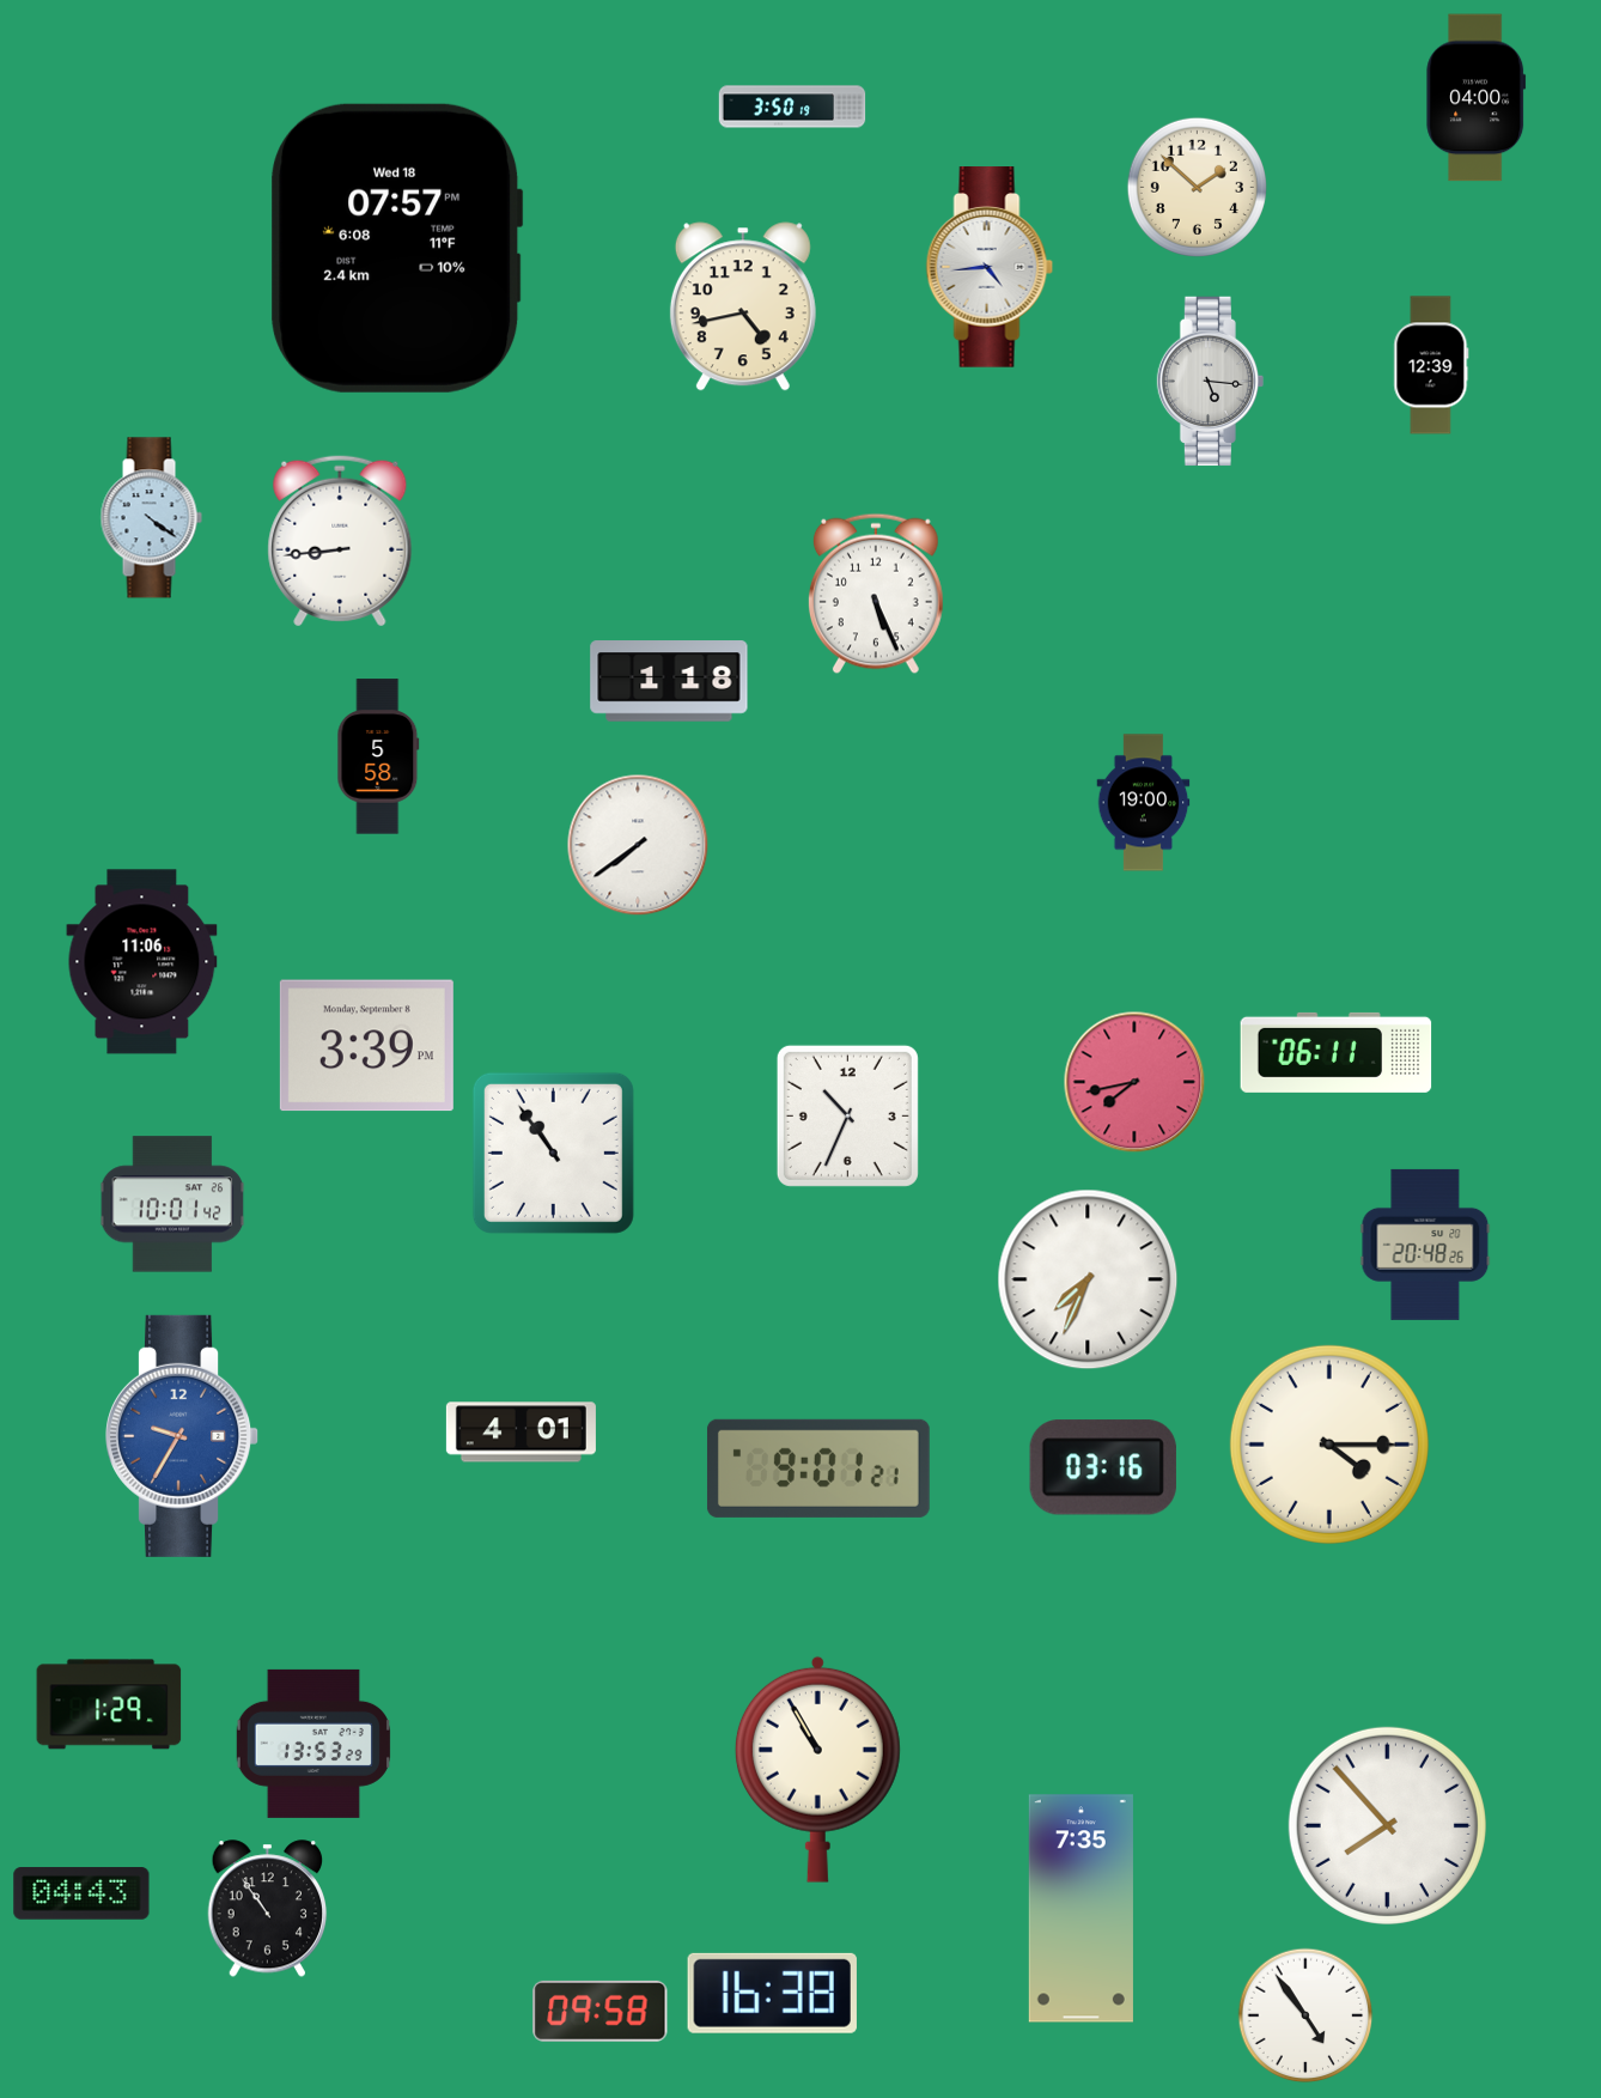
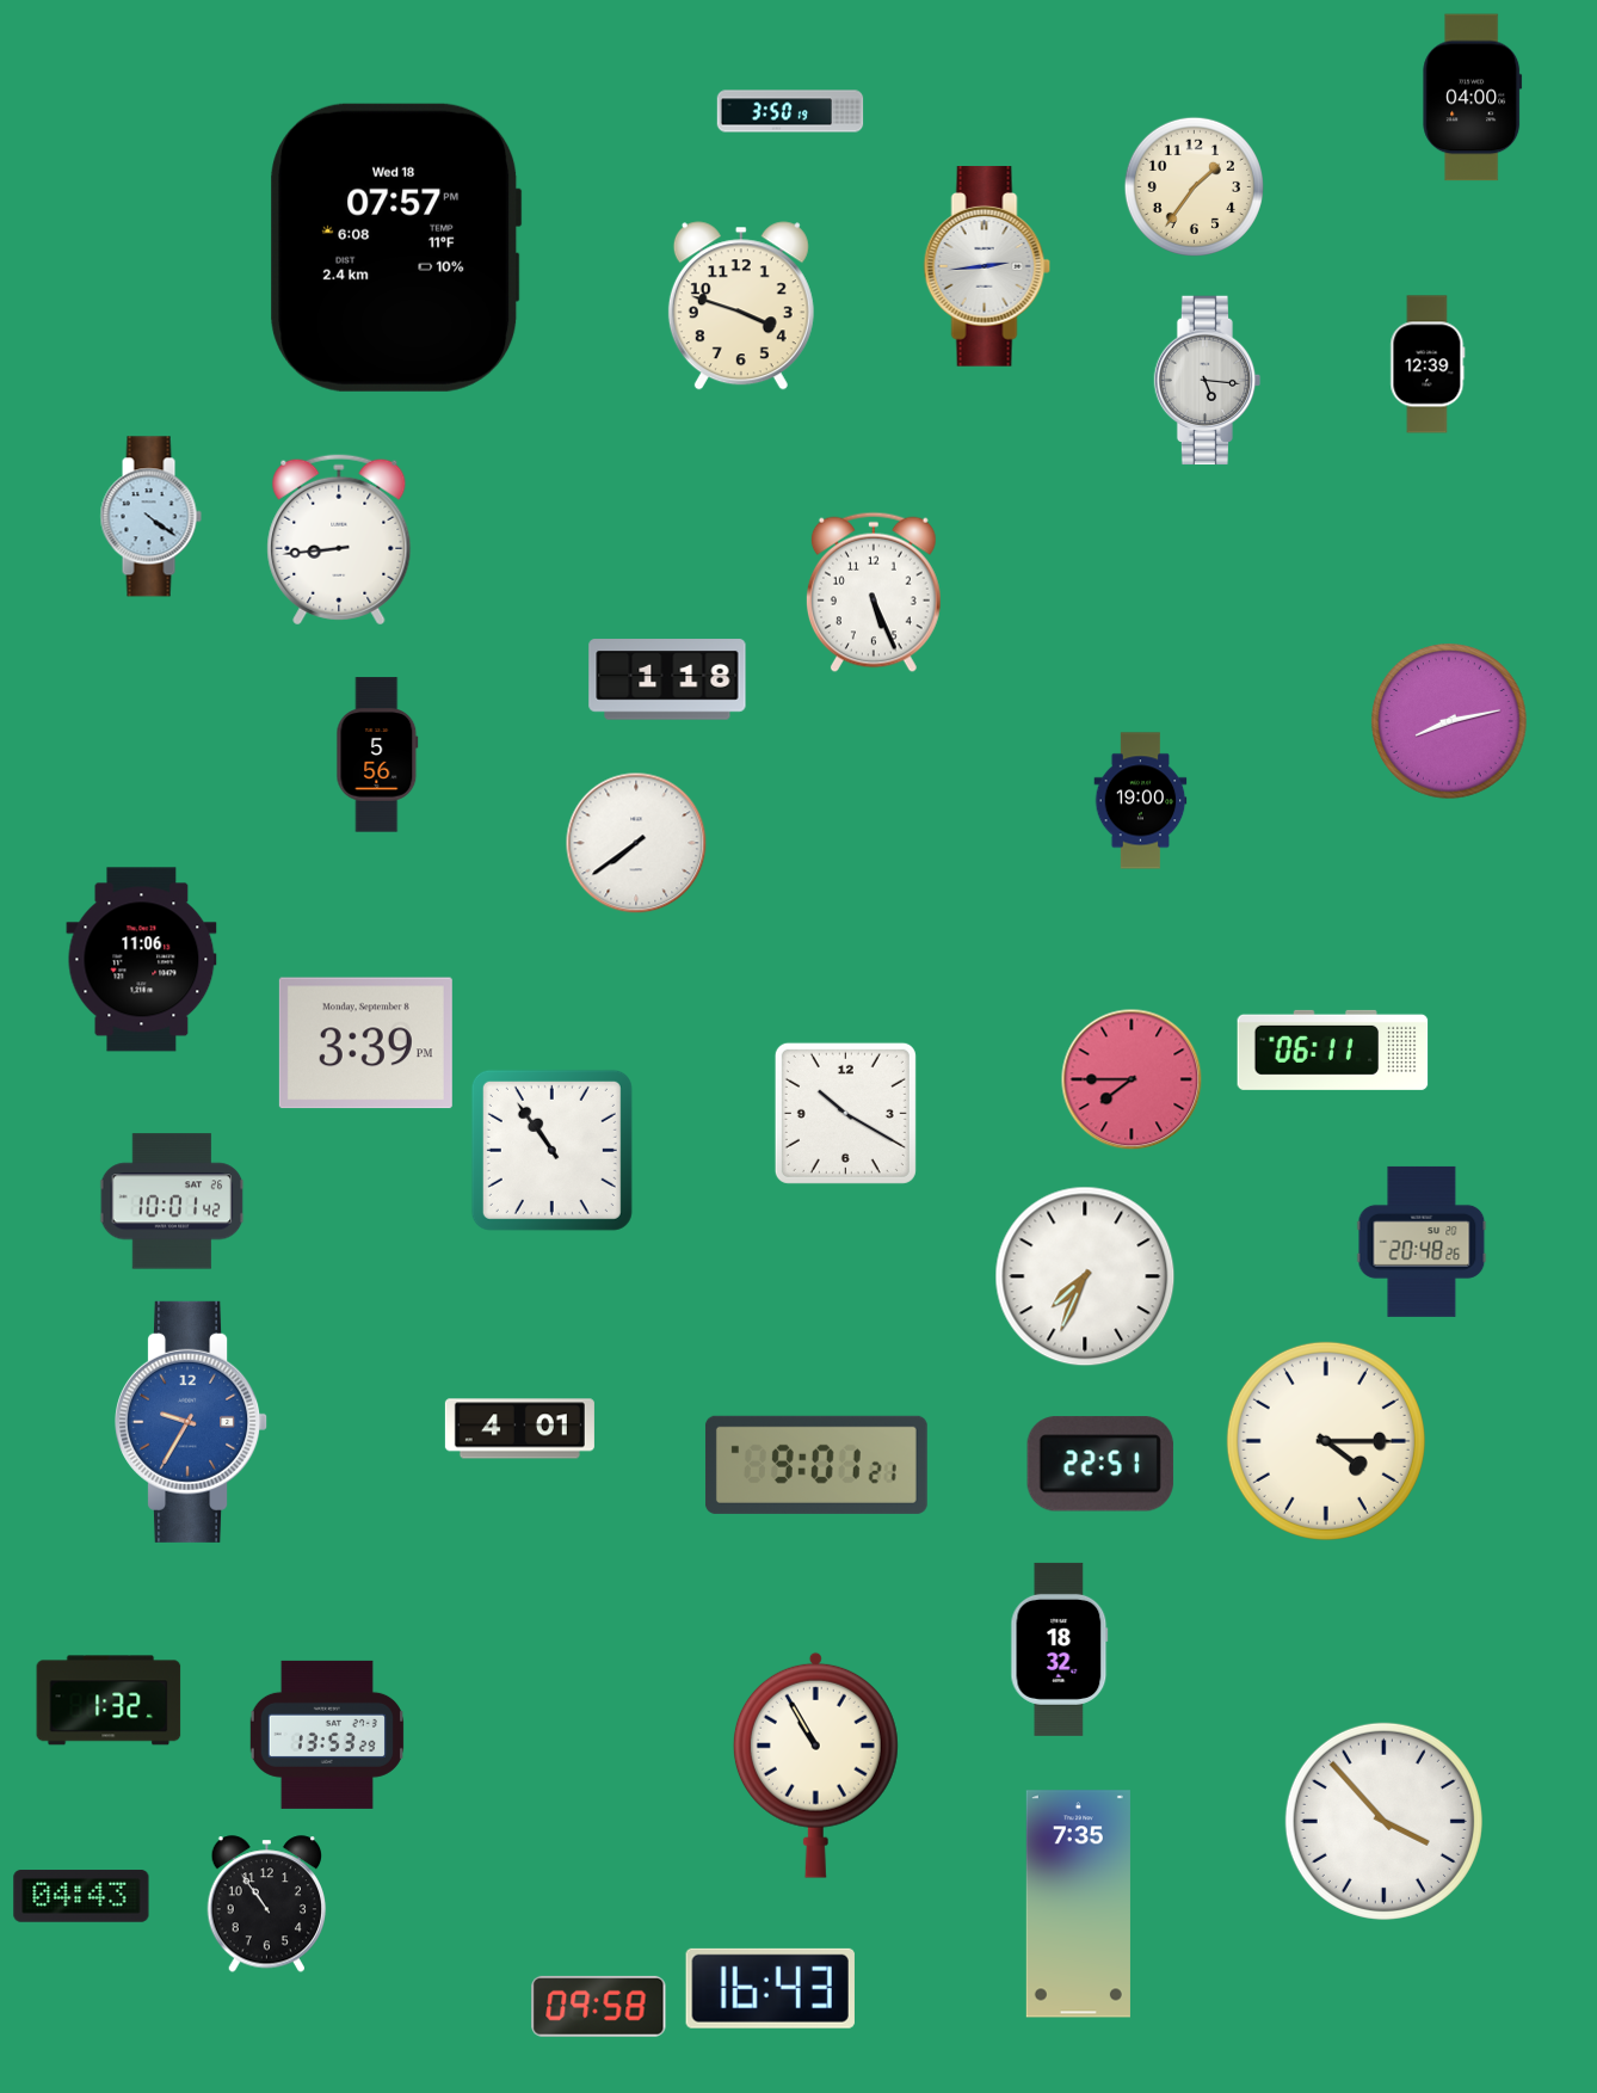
clock at (792, 107) position: (792, 107) -> (790, 111)
clock at (1197, 187): 1:52 -> 1:36
clock at (990, 267): 4:44 -> 2:44
clock at (743, 306): 4:43 -> 3:48
clock at (1449, 721): none -> 8:13
clock at (378, 756): 5:58 -> 5:56
clock at (1134, 1082): 7:43 -> 7:45
clock at (847, 1115): 10:34 -> 10:20
clock at (183, 1436) position: (183, 1436) -> (192, 1422)
clock at (1103, 1467): 03:16 -> 22:51
clock at (1060, 1649): none -> 18:32
clock at (109, 1704): 1:29 -> 1:32
clock at (313, 1744) position: (313, 1744) -> (327, 1735)
clock at (1387, 1825): 7:53 -> 3:53
clock at (81, 1893) position: (81, 1893) -> (81, 1896)
clock at (772, 1993): 16:38 -> 16:43
clock at (1305, 2015): 4:54 -> none
